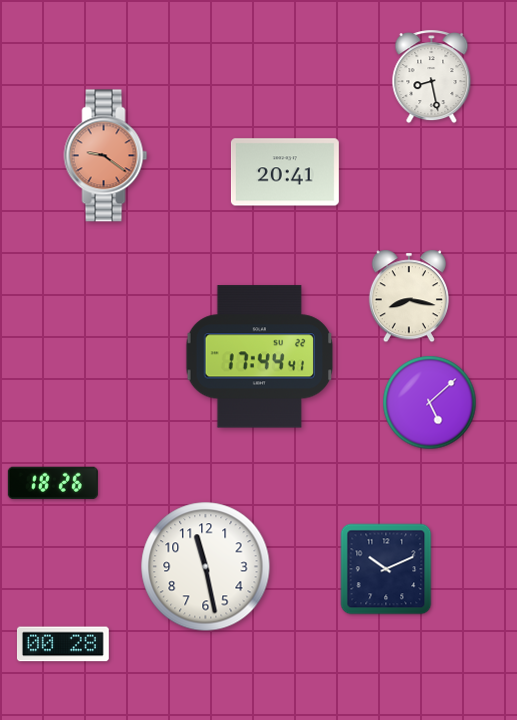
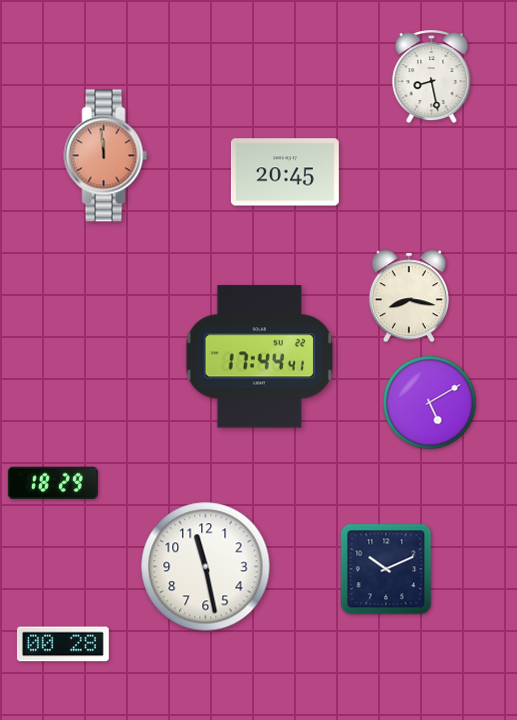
clock at (106, 156): 9:21 -> 11:59
clock at (285, 172): 20:41 -> 20:45
clock at (430, 403): 5:08 -> 5:10
clock at (53, 483): 18:26 -> 18:29
